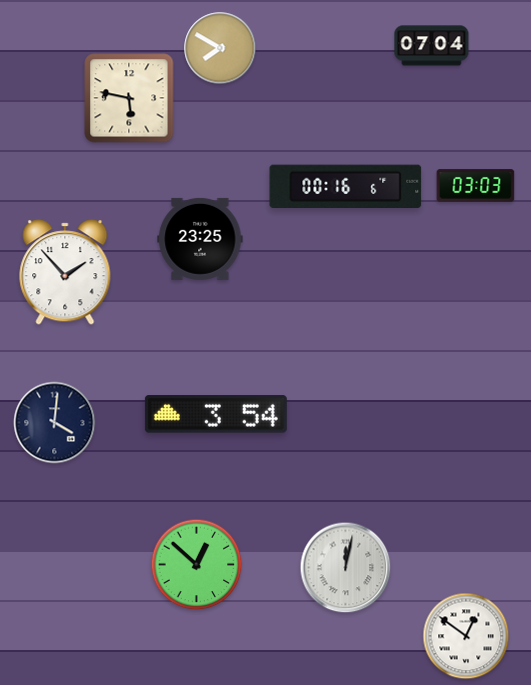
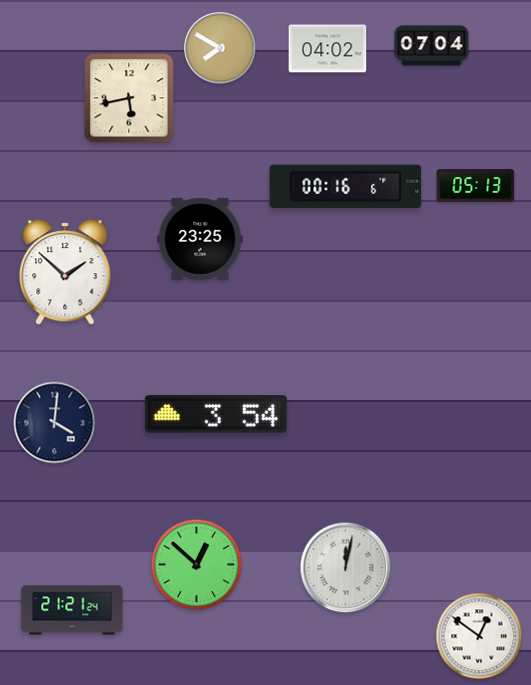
clock at (328, 49): none -> 04:02
clock at (129, 98): 5:47 -> 5:43
clock at (476, 186): 03:03 -> 05:13
clock at (65, 272): 1:53 -> 1:52
clock at (72, 610): none -> 21:21
clock at (466, 636) position: (466, 636) -> (479, 636)
